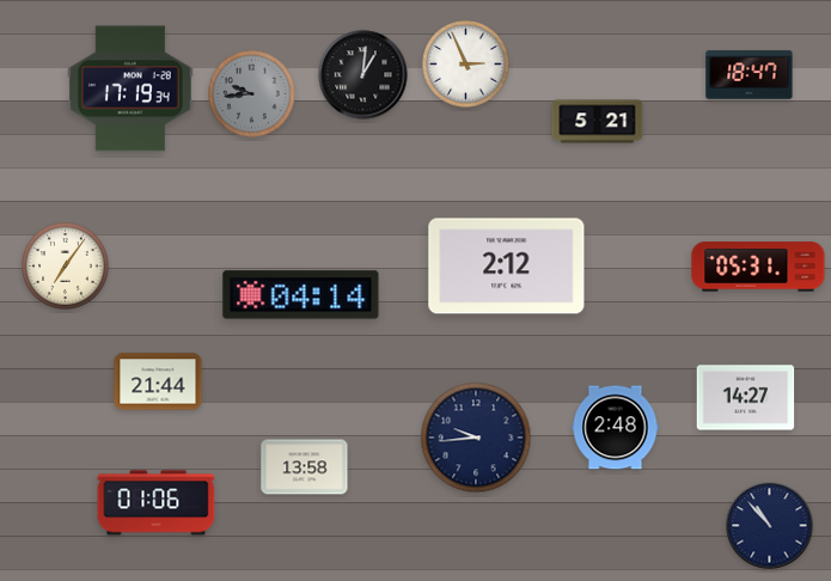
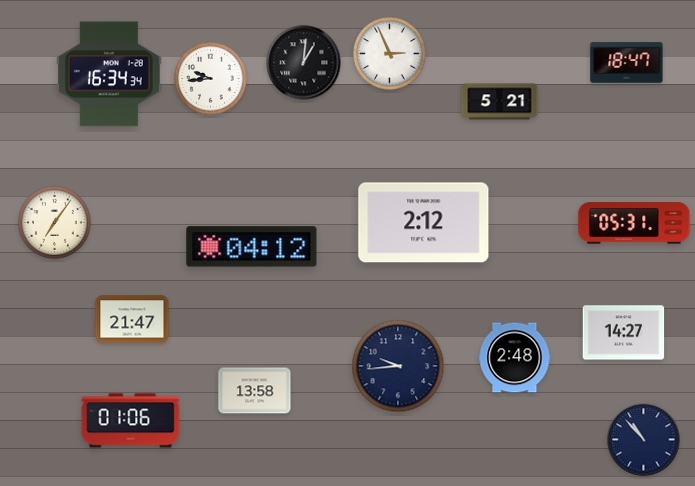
clock at (130, 88): 17:19 -> 16:34
clock at (252, 94) dial: grey -> white
clock at (301, 295): 04:14 -> 04:12
clock at (158, 381): 21:44 -> 21:47
